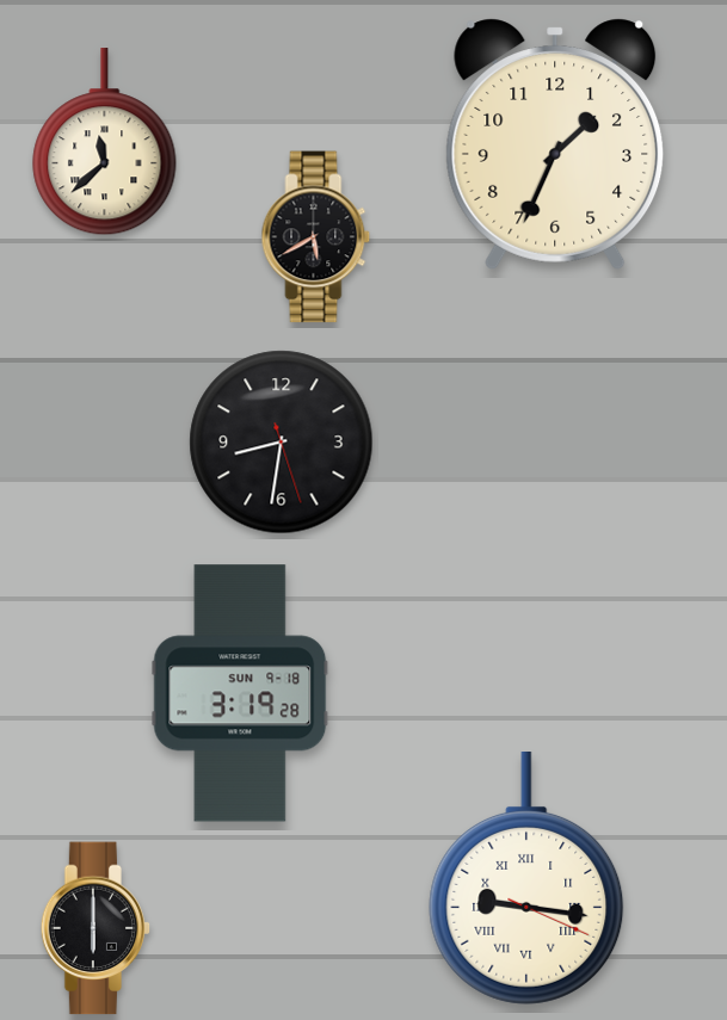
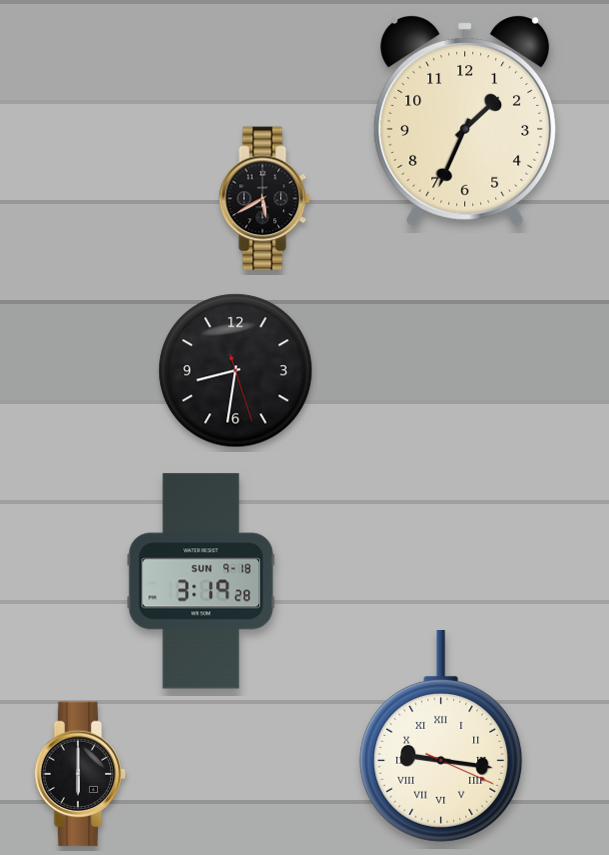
clock at (105, 142): 11:38 -> none
clock at (96, 928) position: (96, 928) -> (80, 774)
